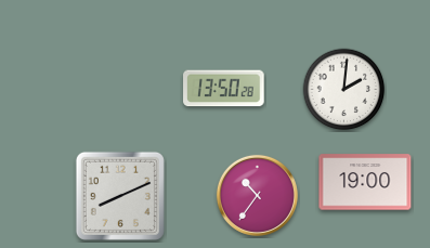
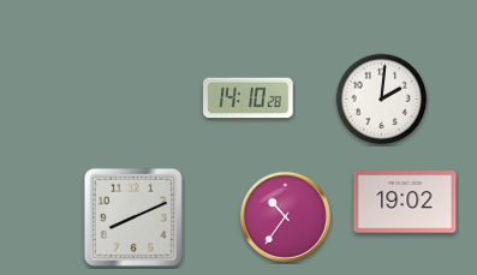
clock at (224, 89): 13:50 -> 14:10
clock at (365, 182): 19:00 -> 19:02
